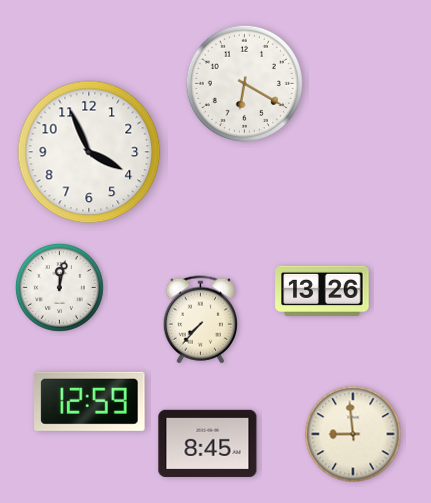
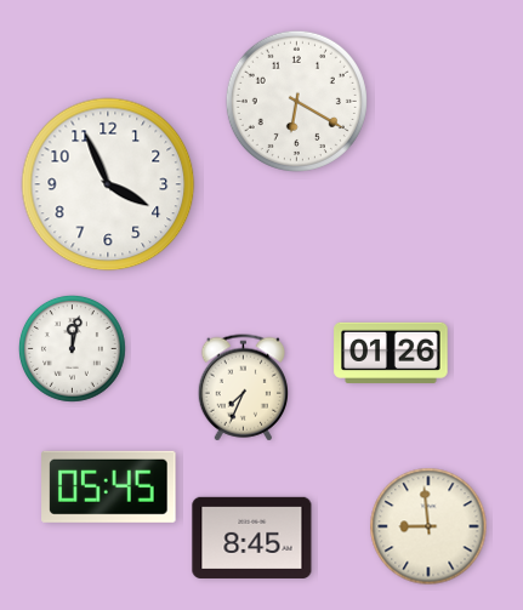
clock at (322, 291): 13:26 -> 01:26
clock at (200, 320): 7:37 -> 7:34
clock at (90, 401): 12:59 -> 05:45
